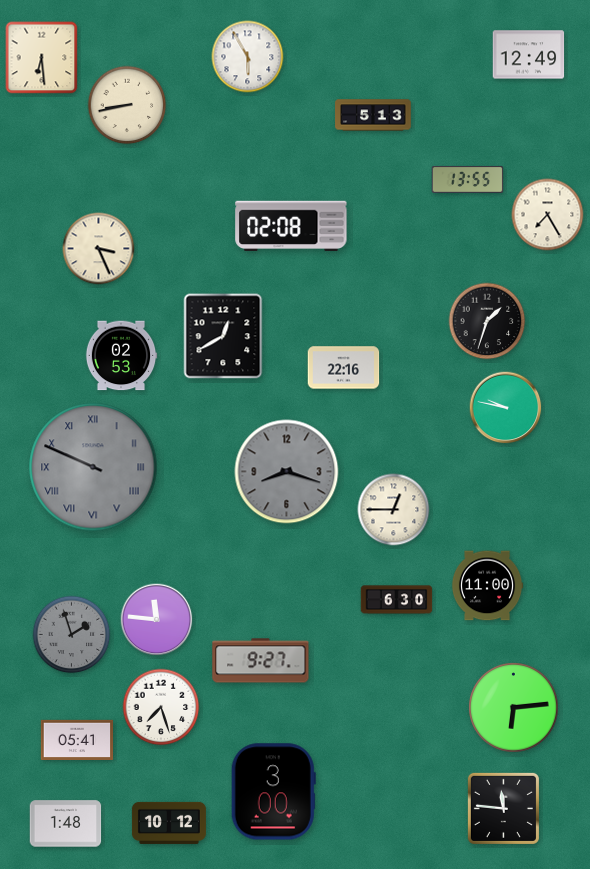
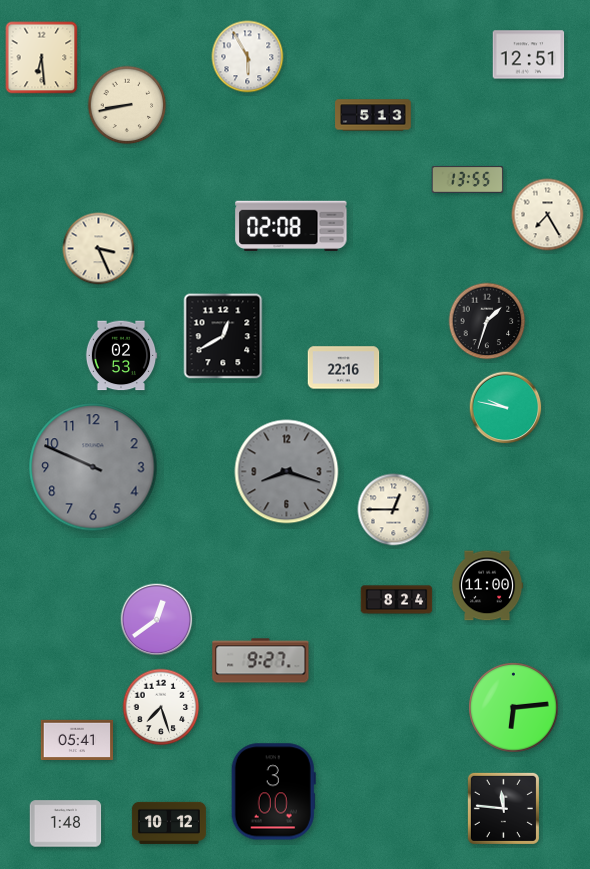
clock at (529, 55): 12:49 -> 12:51
clock at (93, 467) numerals: Roman -> Arabic
clock at (397, 600): 6:30 -> 8:24
clock at (157, 620): 11:46 -> 12:39
clock at (72, 635): 1:57 -> none
